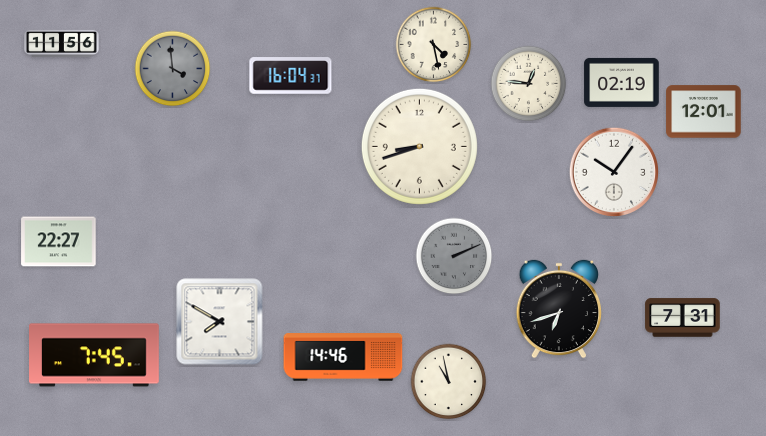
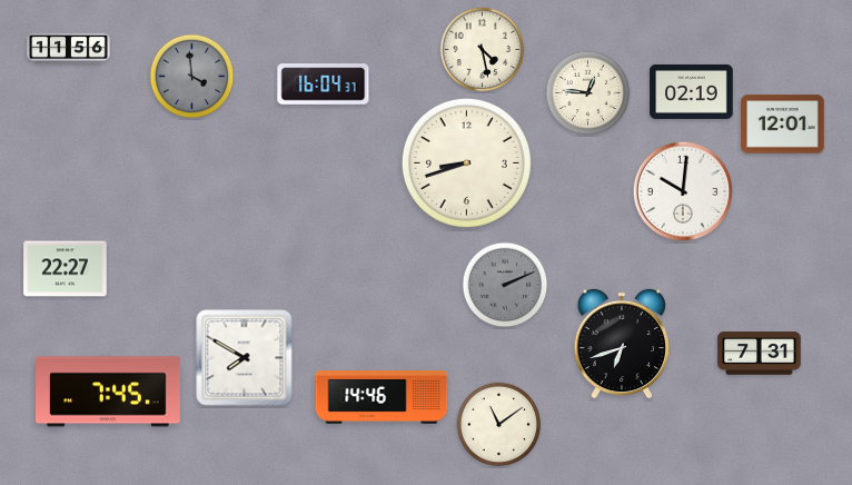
clock at (614, 172): 10:06 -> 10:01
clock at (95, 355) position: (95, 355) -> (109, 392)
clock at (449, 382): 10:58 -> 11:09
